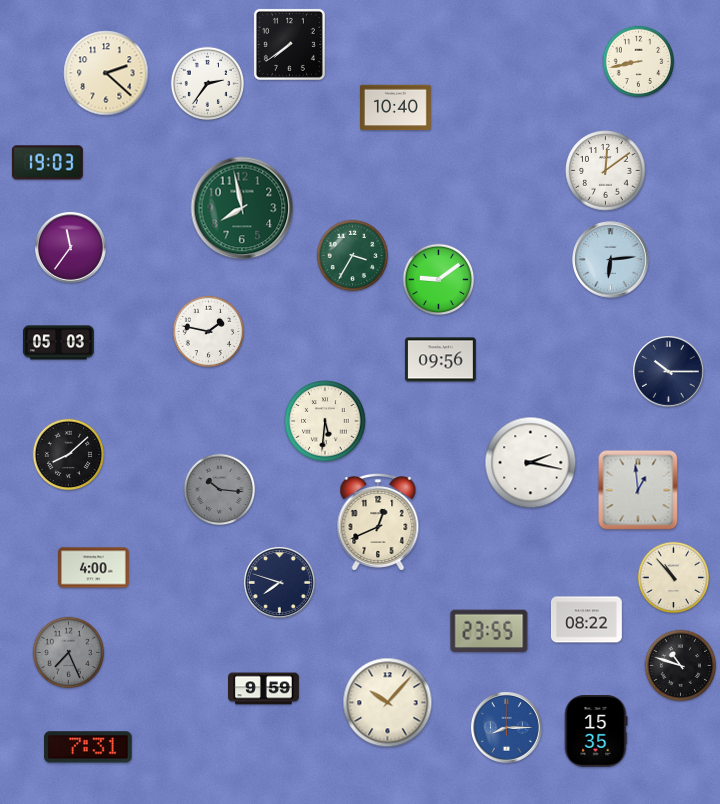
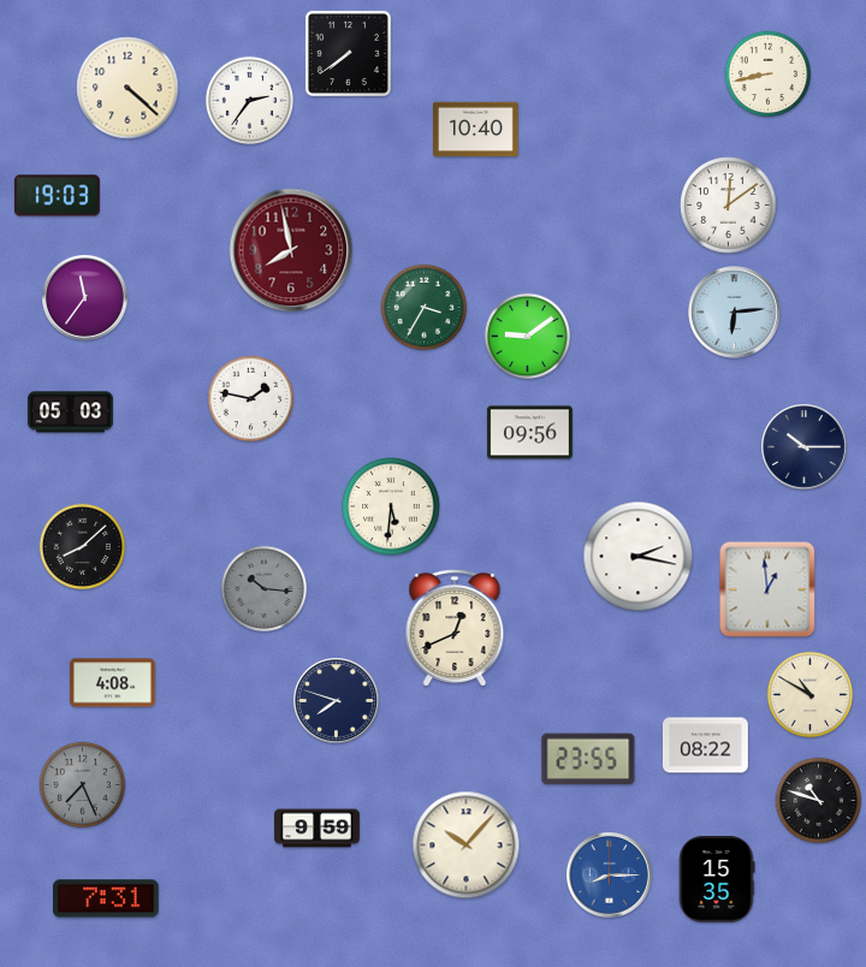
clock at (106, 73): 2:22 -> 4:22
clock at (242, 208) dial: green -> burgundy
clock at (94, 568): 4:00 -> 4:08
clock at (674, 578): 10:53 -> 10:50
